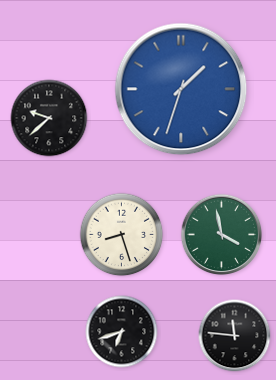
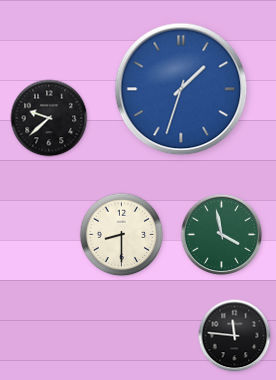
clock at (122, 235): 8:27 -> 8:30
clock at (122, 332): 6:42 -> none
